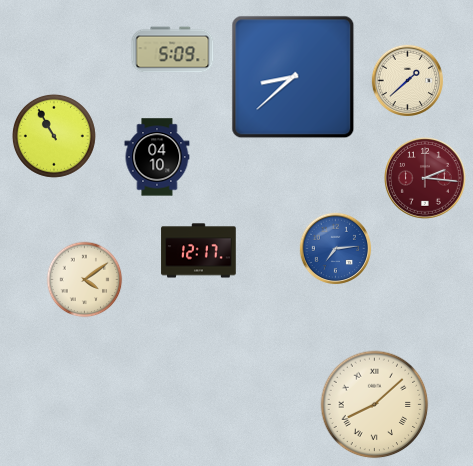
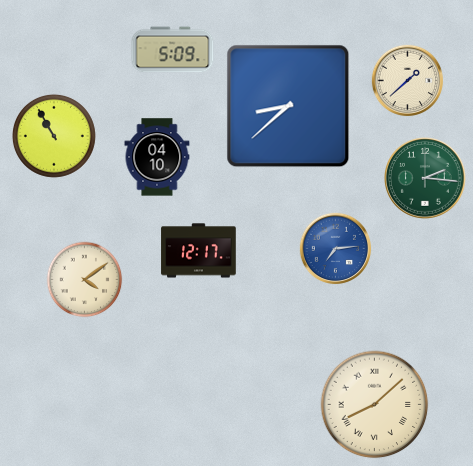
clock at (293, 77) position: (293, 77) -> (288, 106)
clock at (426, 179) dial: burgundy -> green
